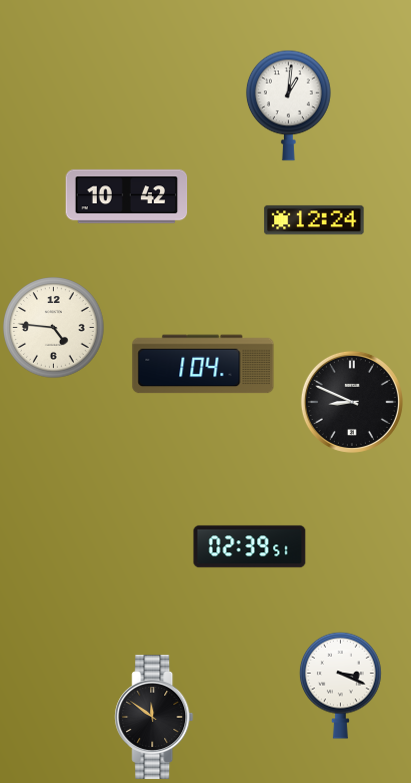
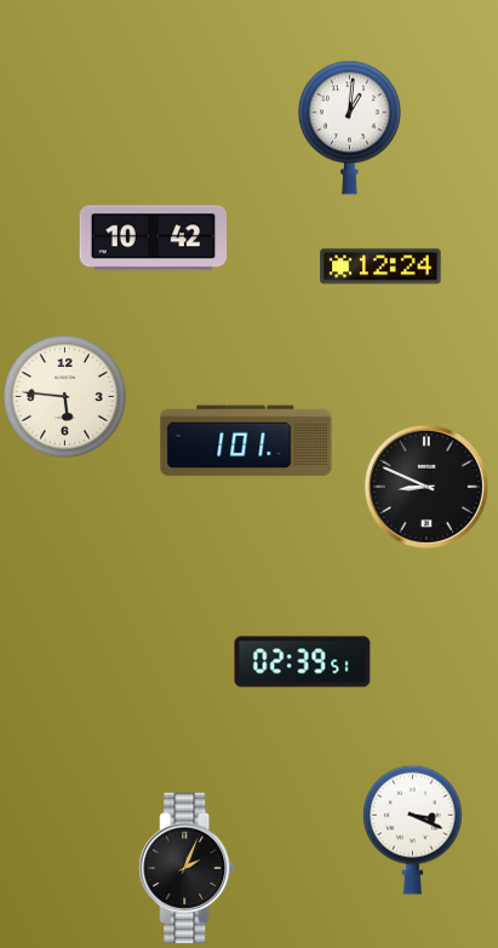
clock at (54, 328): 4:46 -> 5:46
clock at (203, 364): 1:04 -> 1:01
clock at (154, 717): 11:51 -> 2:04
